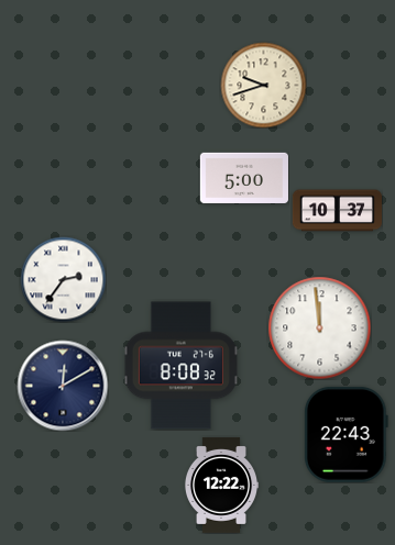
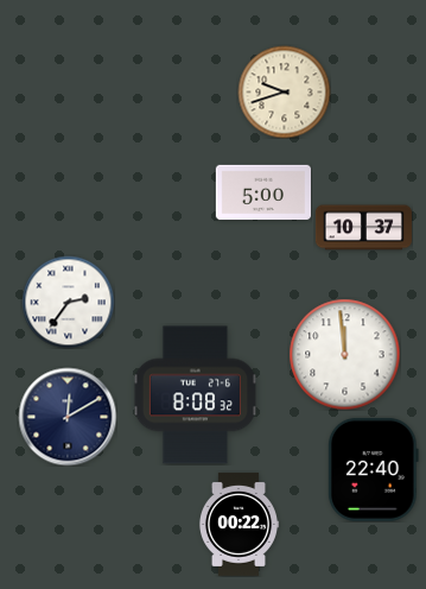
clock at (345, 434): 22:43 -> 22:40
clock at (220, 485): 12:22 -> 00:22
